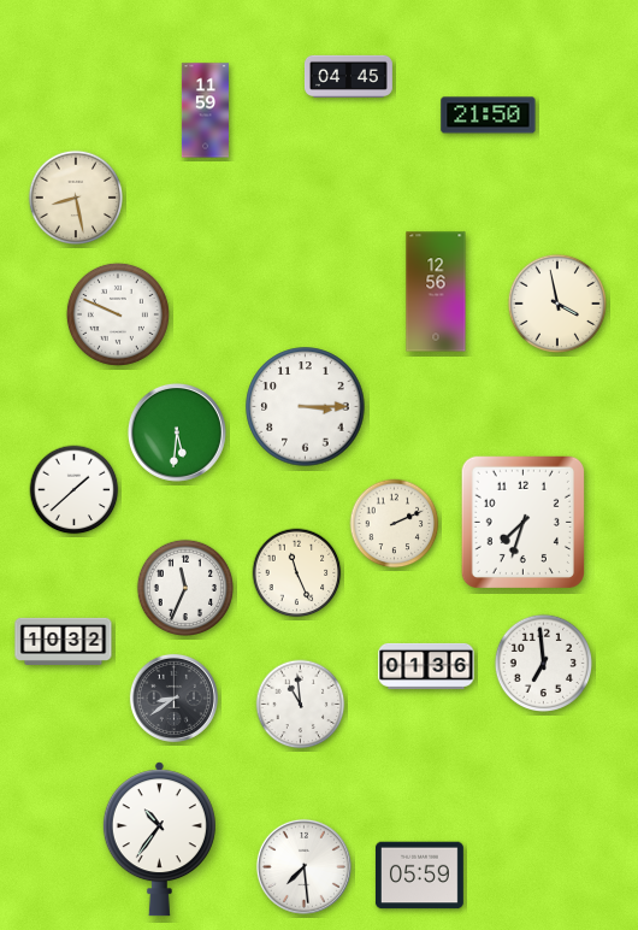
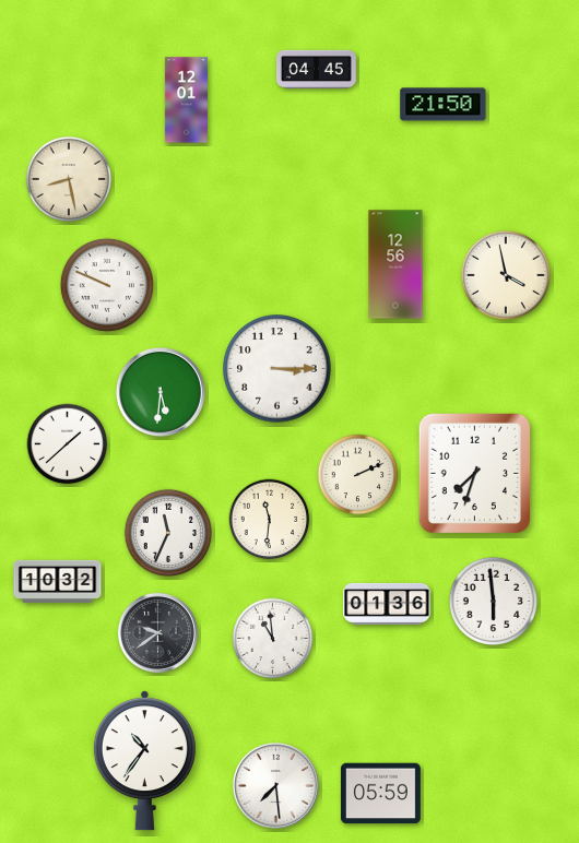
clock at (205, 111): 11:59 -> 12:01
clock at (297, 573): 11:26 -> 11:31
clock at (543, 663): 6:59 -> 5:59
clock at (173, 697): 8:39 -> 9:39
